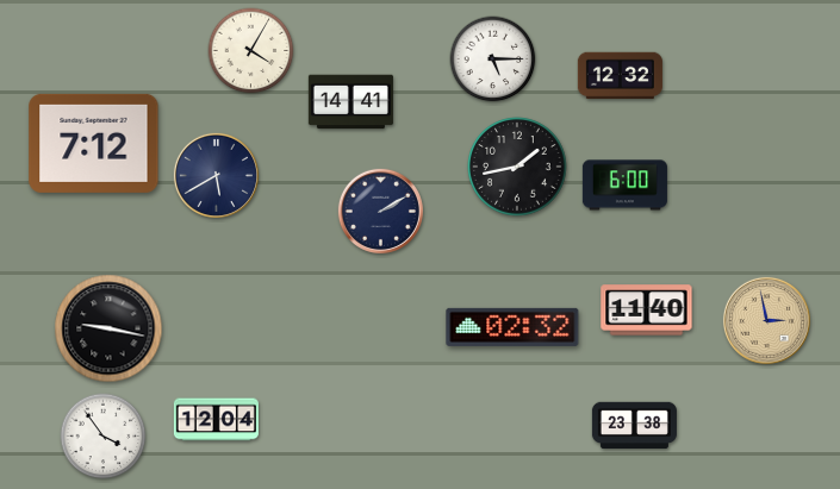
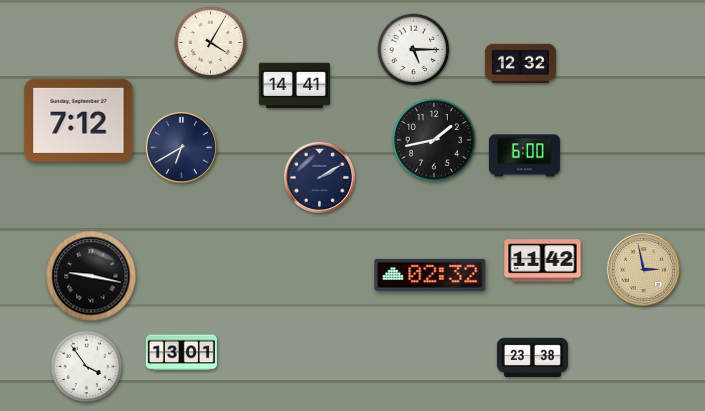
clock at (216, 175): 5:40 -> 6:40
clock at (647, 311): 11:40 -> 11:42
clock at (216, 420): 12:04 -> 13:01
